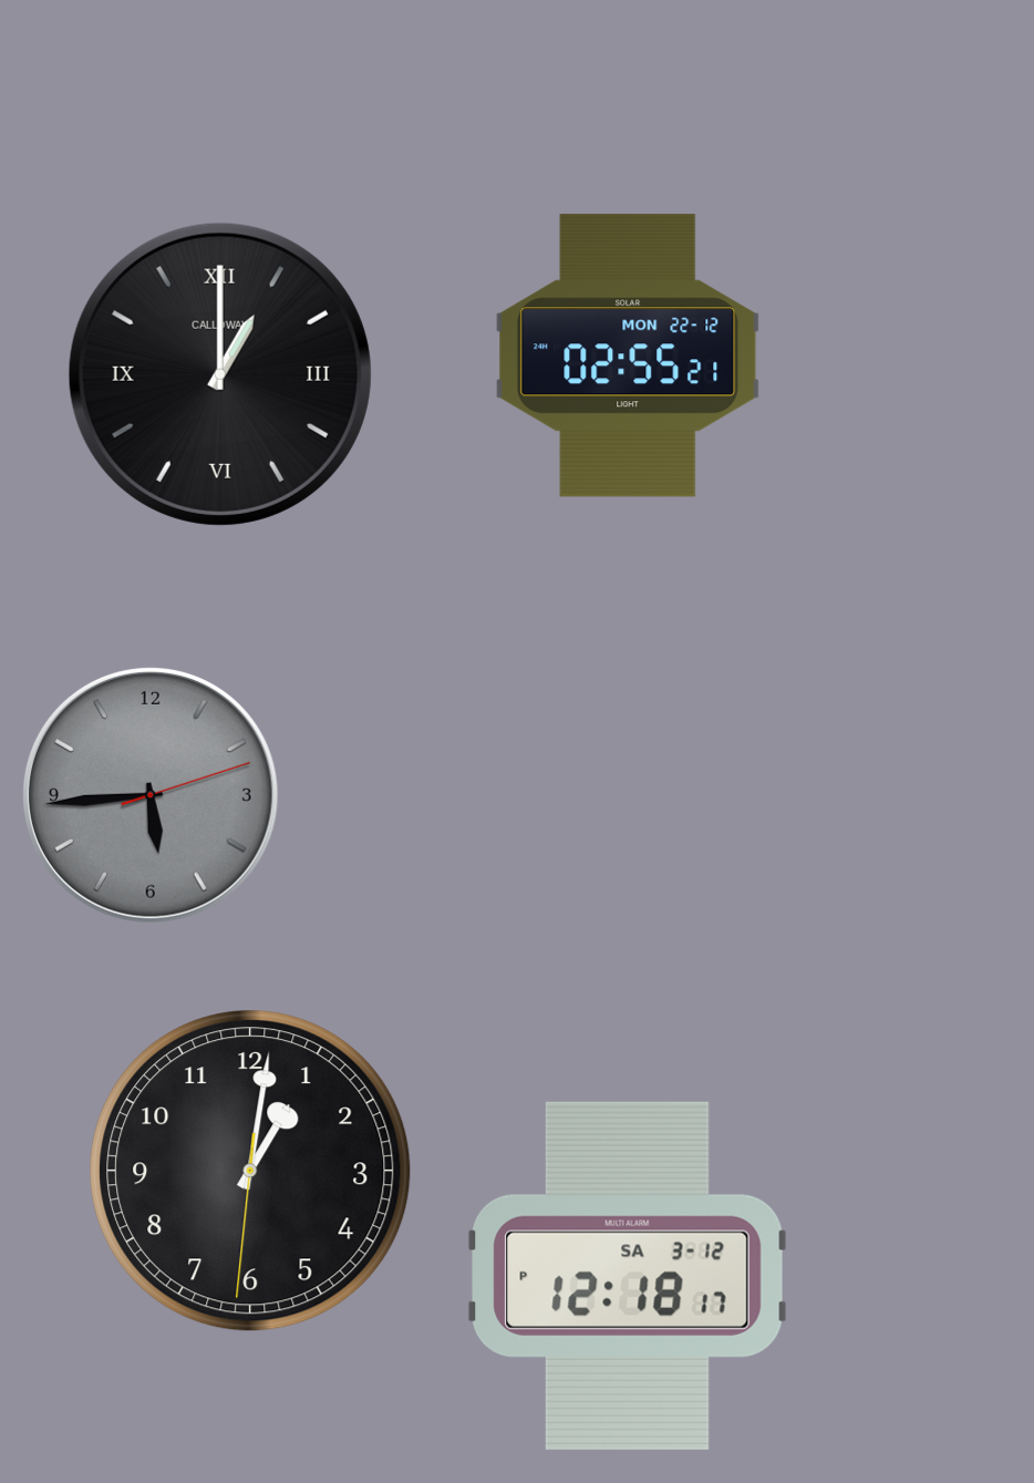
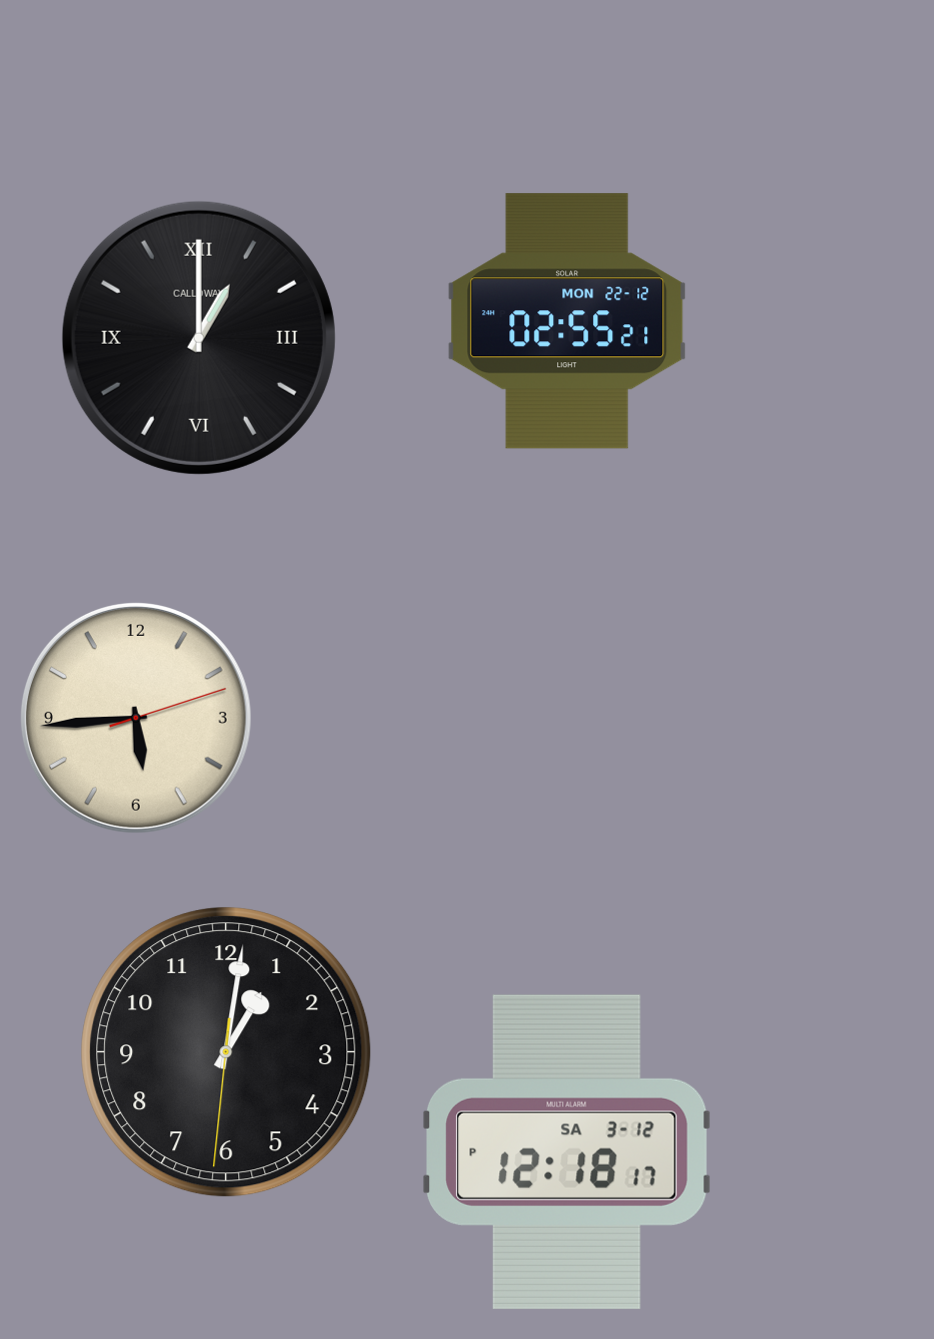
clock at (151, 795) dial: grey -> cream
clock at (250, 1171) position: (250, 1171) -> (226, 1052)
